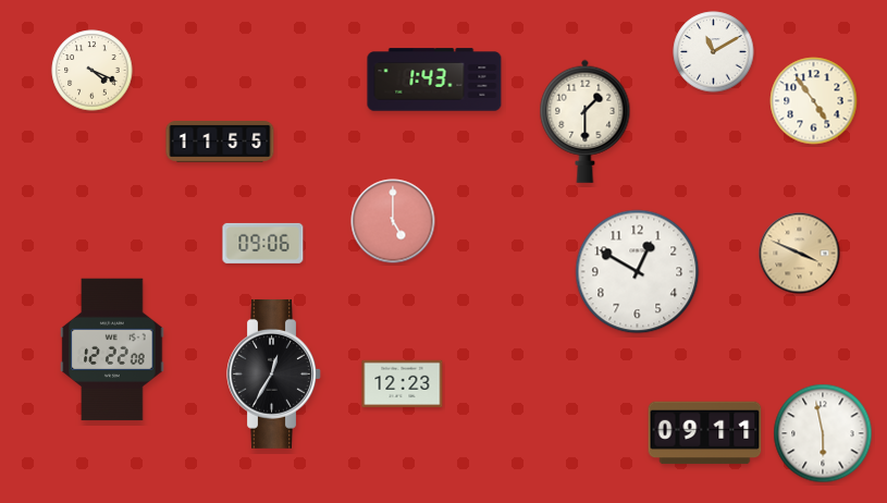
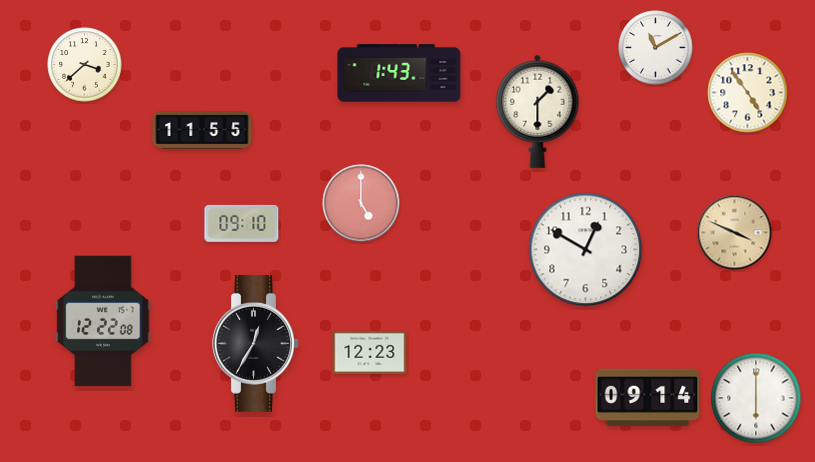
clock at (93, 71): 4:19 -> 3:38
clock at (263, 243): 09:06 -> 09:10
clock at (274, 373) position: (274, 373) -> (256, 343)
clock at (705, 433): 09:11 -> 09:14
clock at (823, 433): 5:58 -> 6:00
